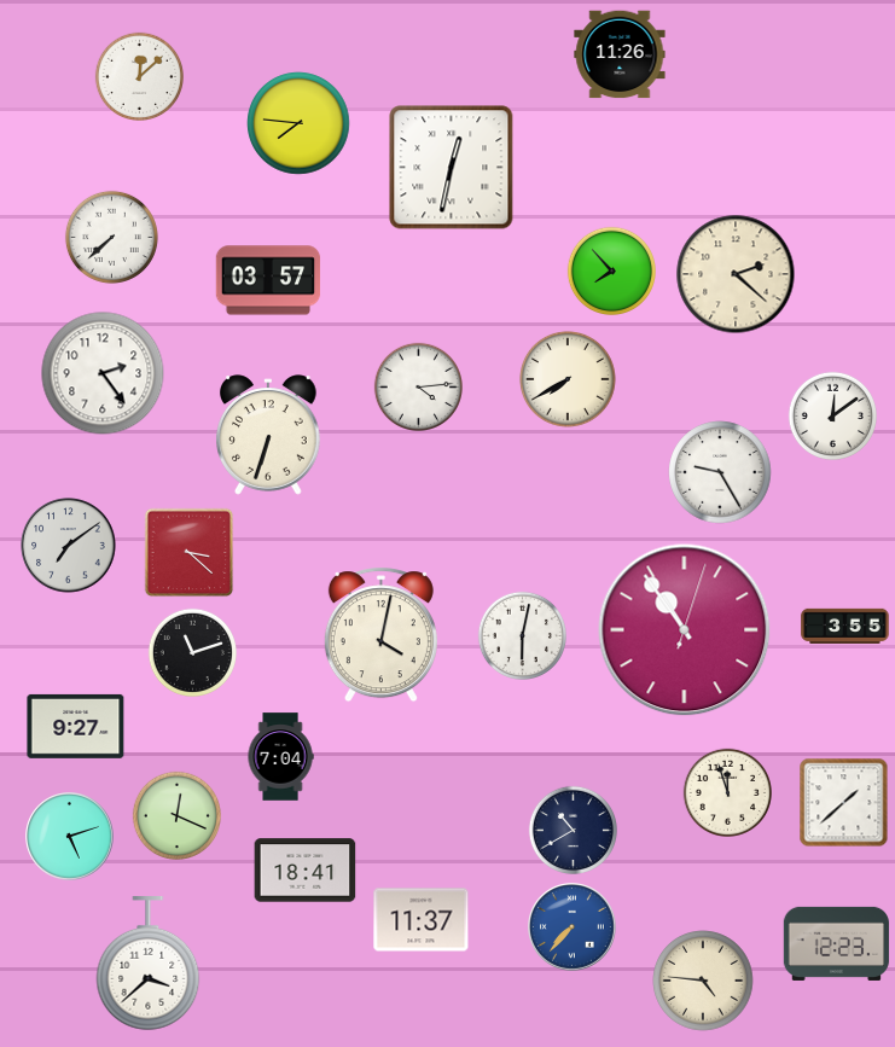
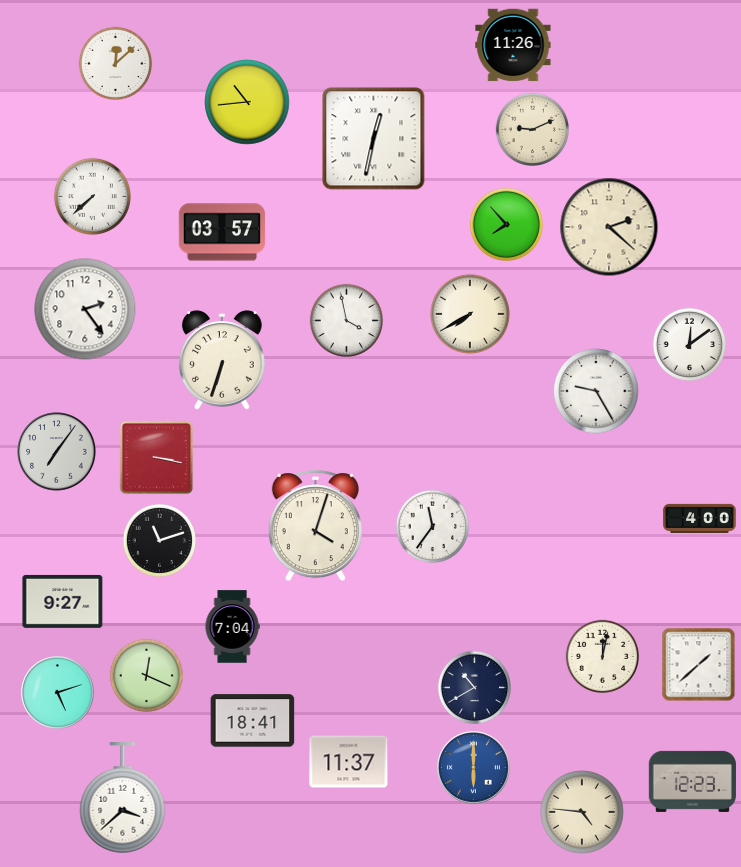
clock at (298, 123): 7:46 -> 10:44
clock at (532, 129): none -> 9:11
clock at (418, 386): 4:14 -> 3:58
clock at (69, 546): 7:09 -> 7:06
clock at (190, 553): 3:22 -> 3:17
clock at (845, 626): 3:55 -> 4:00
clock at (685, 630): 10:54 -> none
clock at (380, 635): 4:02 -> 4:03
clock at (522, 635): 6:02 -> 11:36
clock at (727, 792): 11:57 -> 12:02
clock at (573, 927): 7:37 -> 6:00
